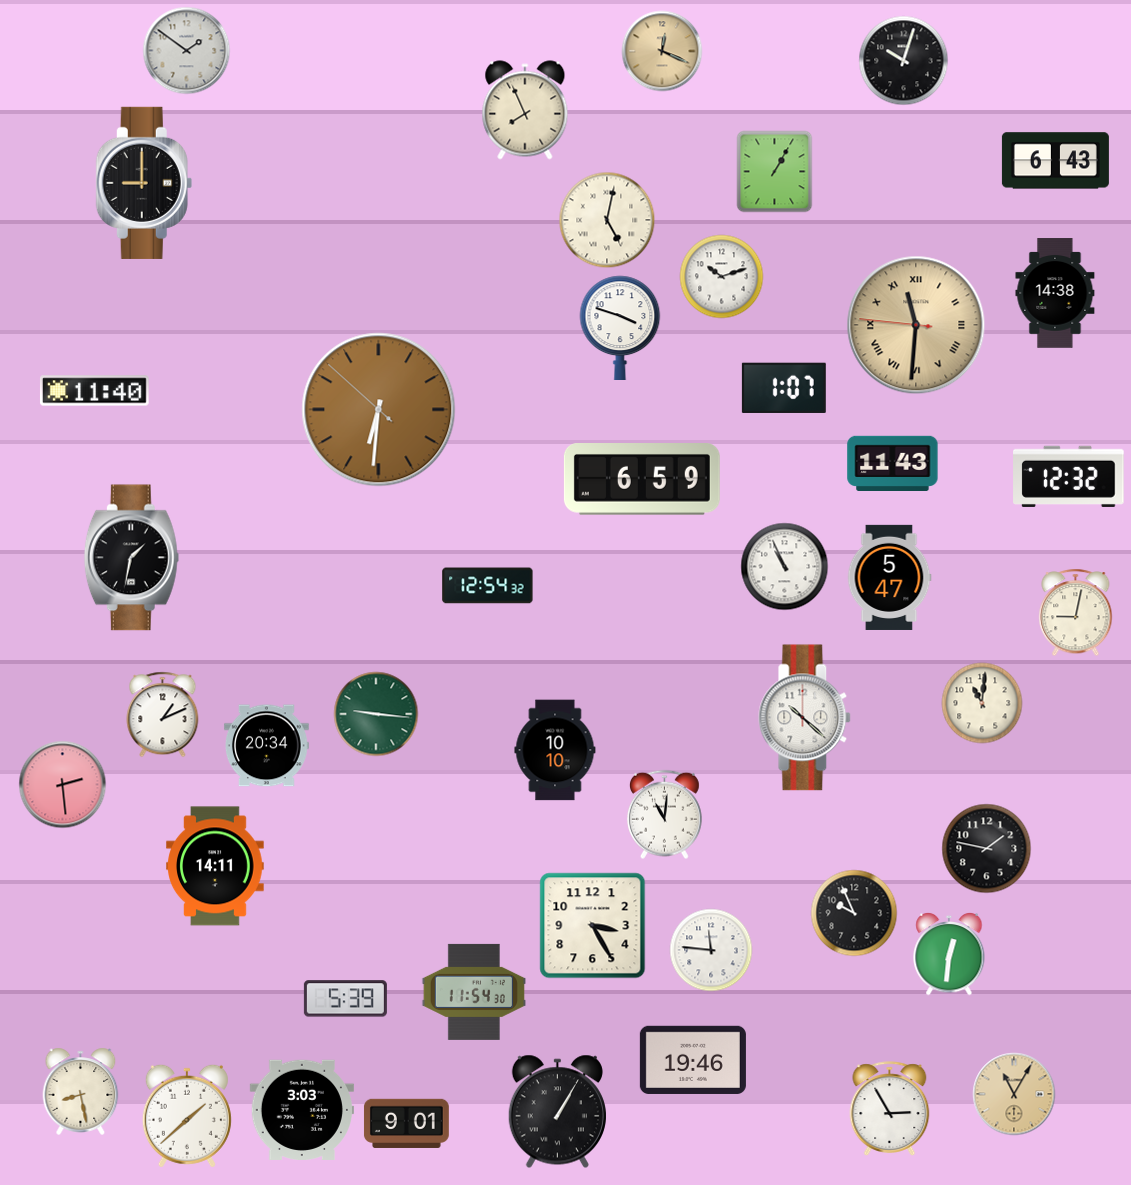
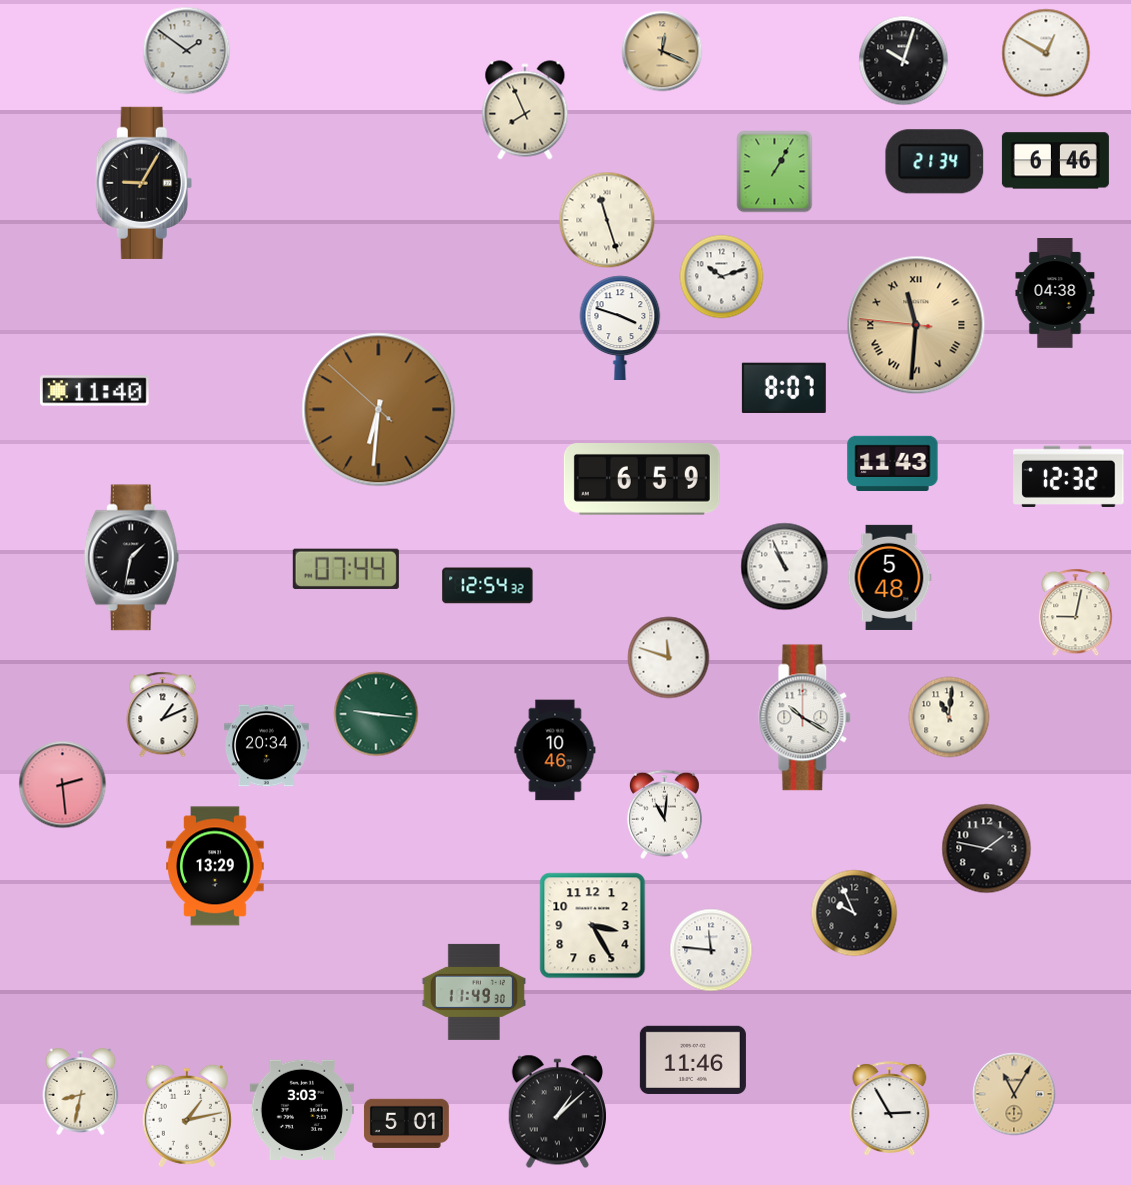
clock at (1046, 53): none -> 12:50
clock at (1055, 161): 6:43 -> 6:46
clock at (935, 162): none -> 21:34
clock at (144, 183): 9:00 -> 9:05
clock at (607, 220): 5:02 -> 11:27
clock at (1055, 293): 14:38 -> 04:38
clock at (784, 388): 1:07 -> 8:07
clock at (346, 569): none -> 07:44
clock at (889, 577): 5:47 -> 5:48
clock at (669, 658): none -> 11:48
clock at (982, 703) position: (982, 703) -> (949, 717)
clock at (805, 718): 10:22 -> 10:20
clock at (555, 750): 10:10 -> 10:46
clock at (215, 866): 14:11 -> 13:29
clock at (949, 954): 12:31 -> none
clock at (473, 992): 11:54 -> 11:49
clock at (345, 999): 5:39 -> none
clock at (693, 1060): 19:46 -> 11:46
clock at (81, 1091): 8:28 -> 8:32
clock at (557, 1112): 1:05 -> 1:08
clock at (187, 1116): 1:38 -> 1:13
clock at (406, 1123): 9:01 -> 5:01
